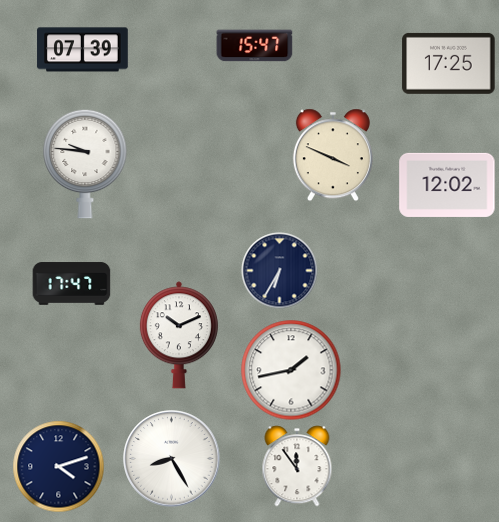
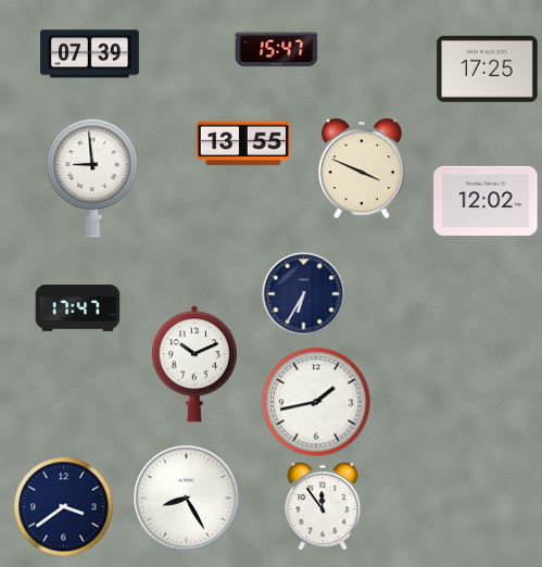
clock at (243, 143): none -> 13:55
clock at (85, 164): 9:46 -> 8:59
clock at (59, 467): 4:12 -> 3:39
